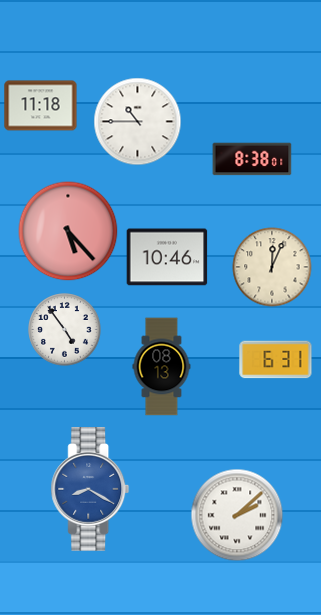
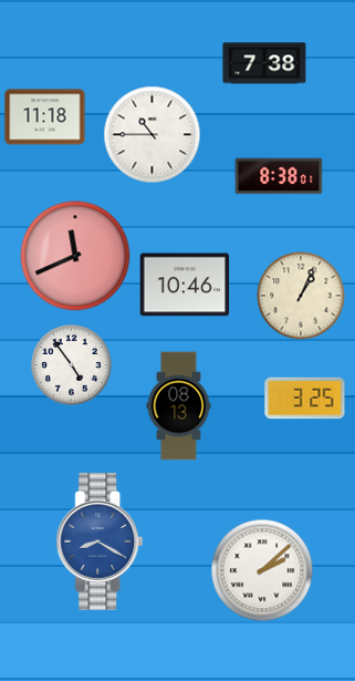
clock at (264, 63): none -> 7:38
clock at (68, 231): 5:23 -> 11:41
clock at (272, 267): 12:04 -> 1:04
clock at (276, 360): 6:31 -> 3:25
